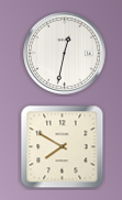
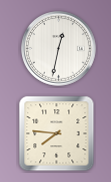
clock at (63, 147): 7:50 -> 7:46
